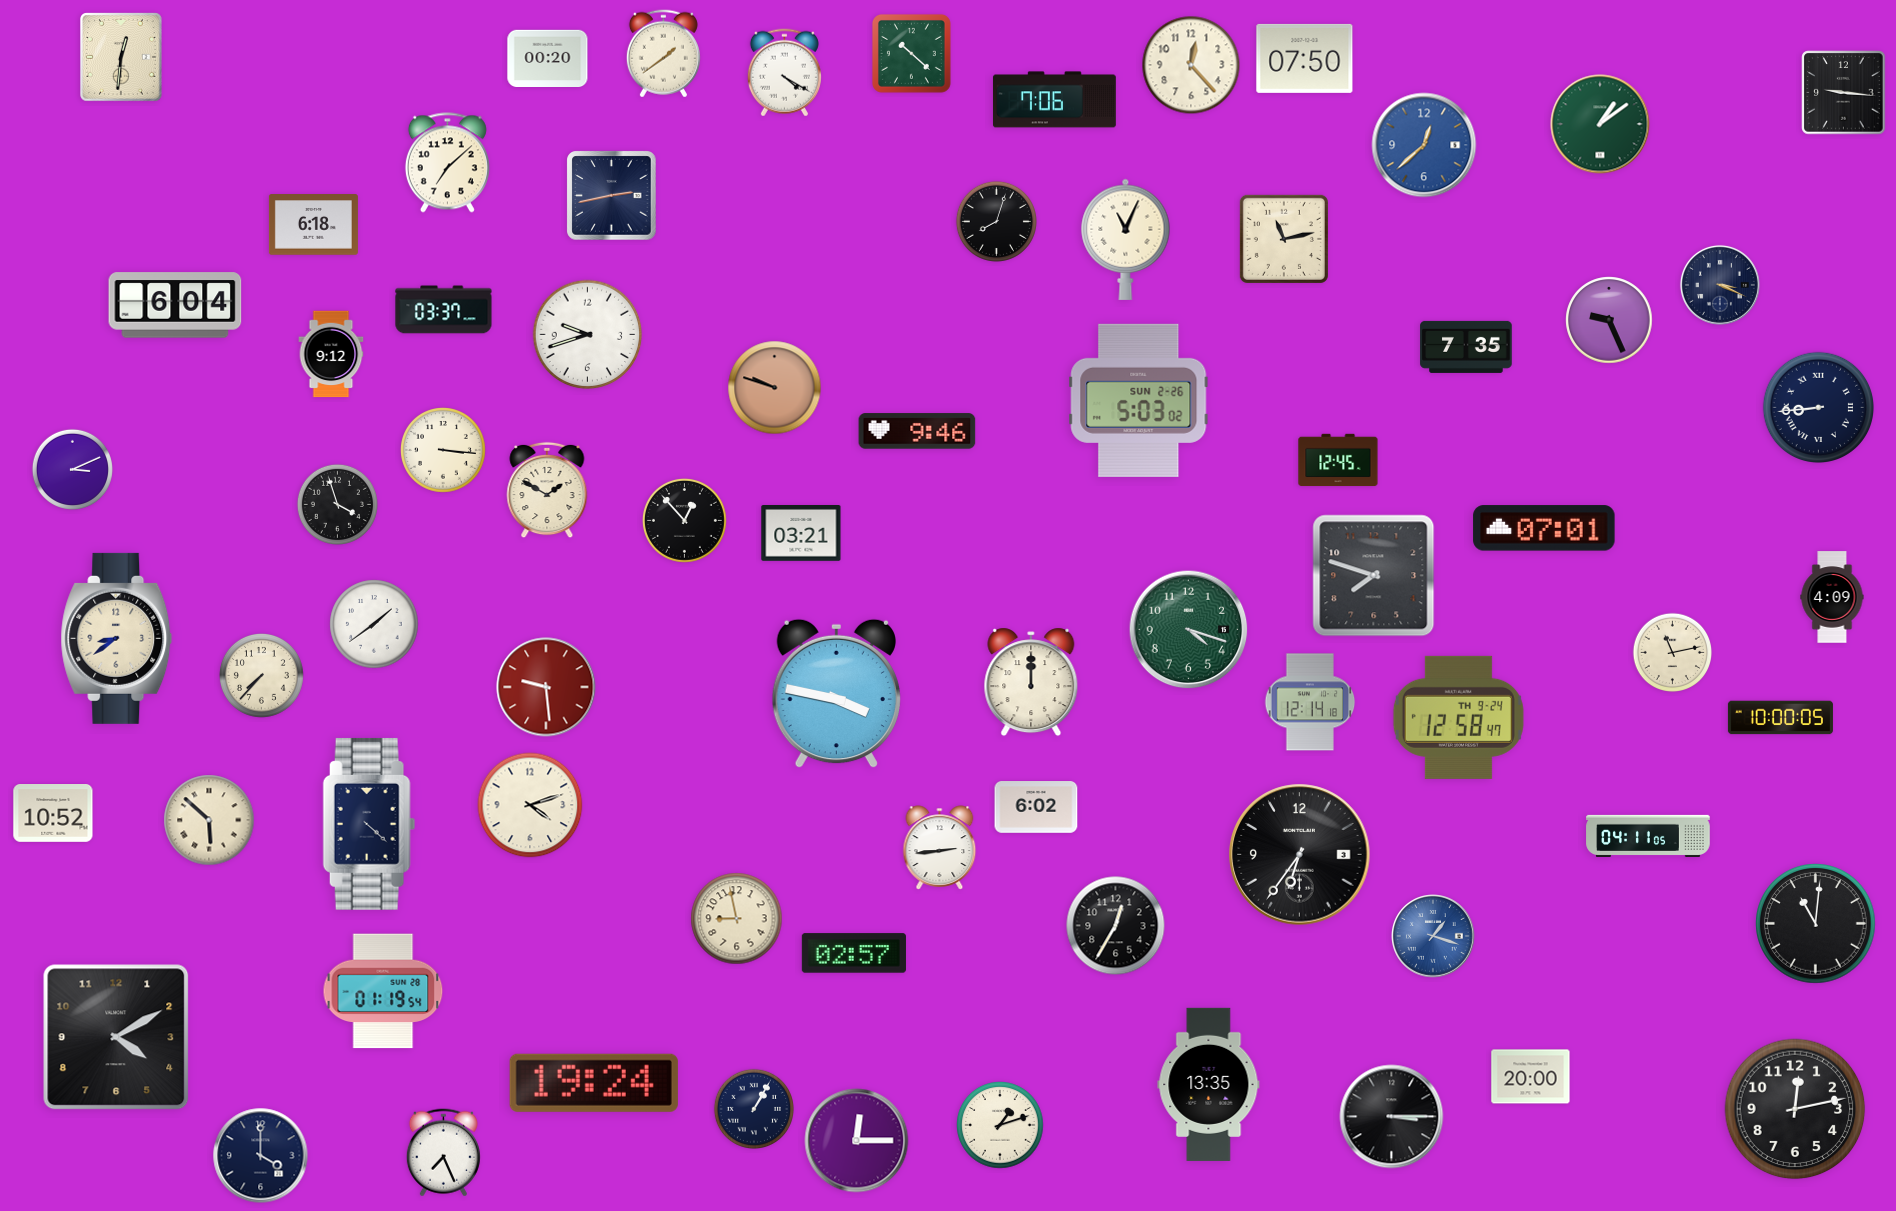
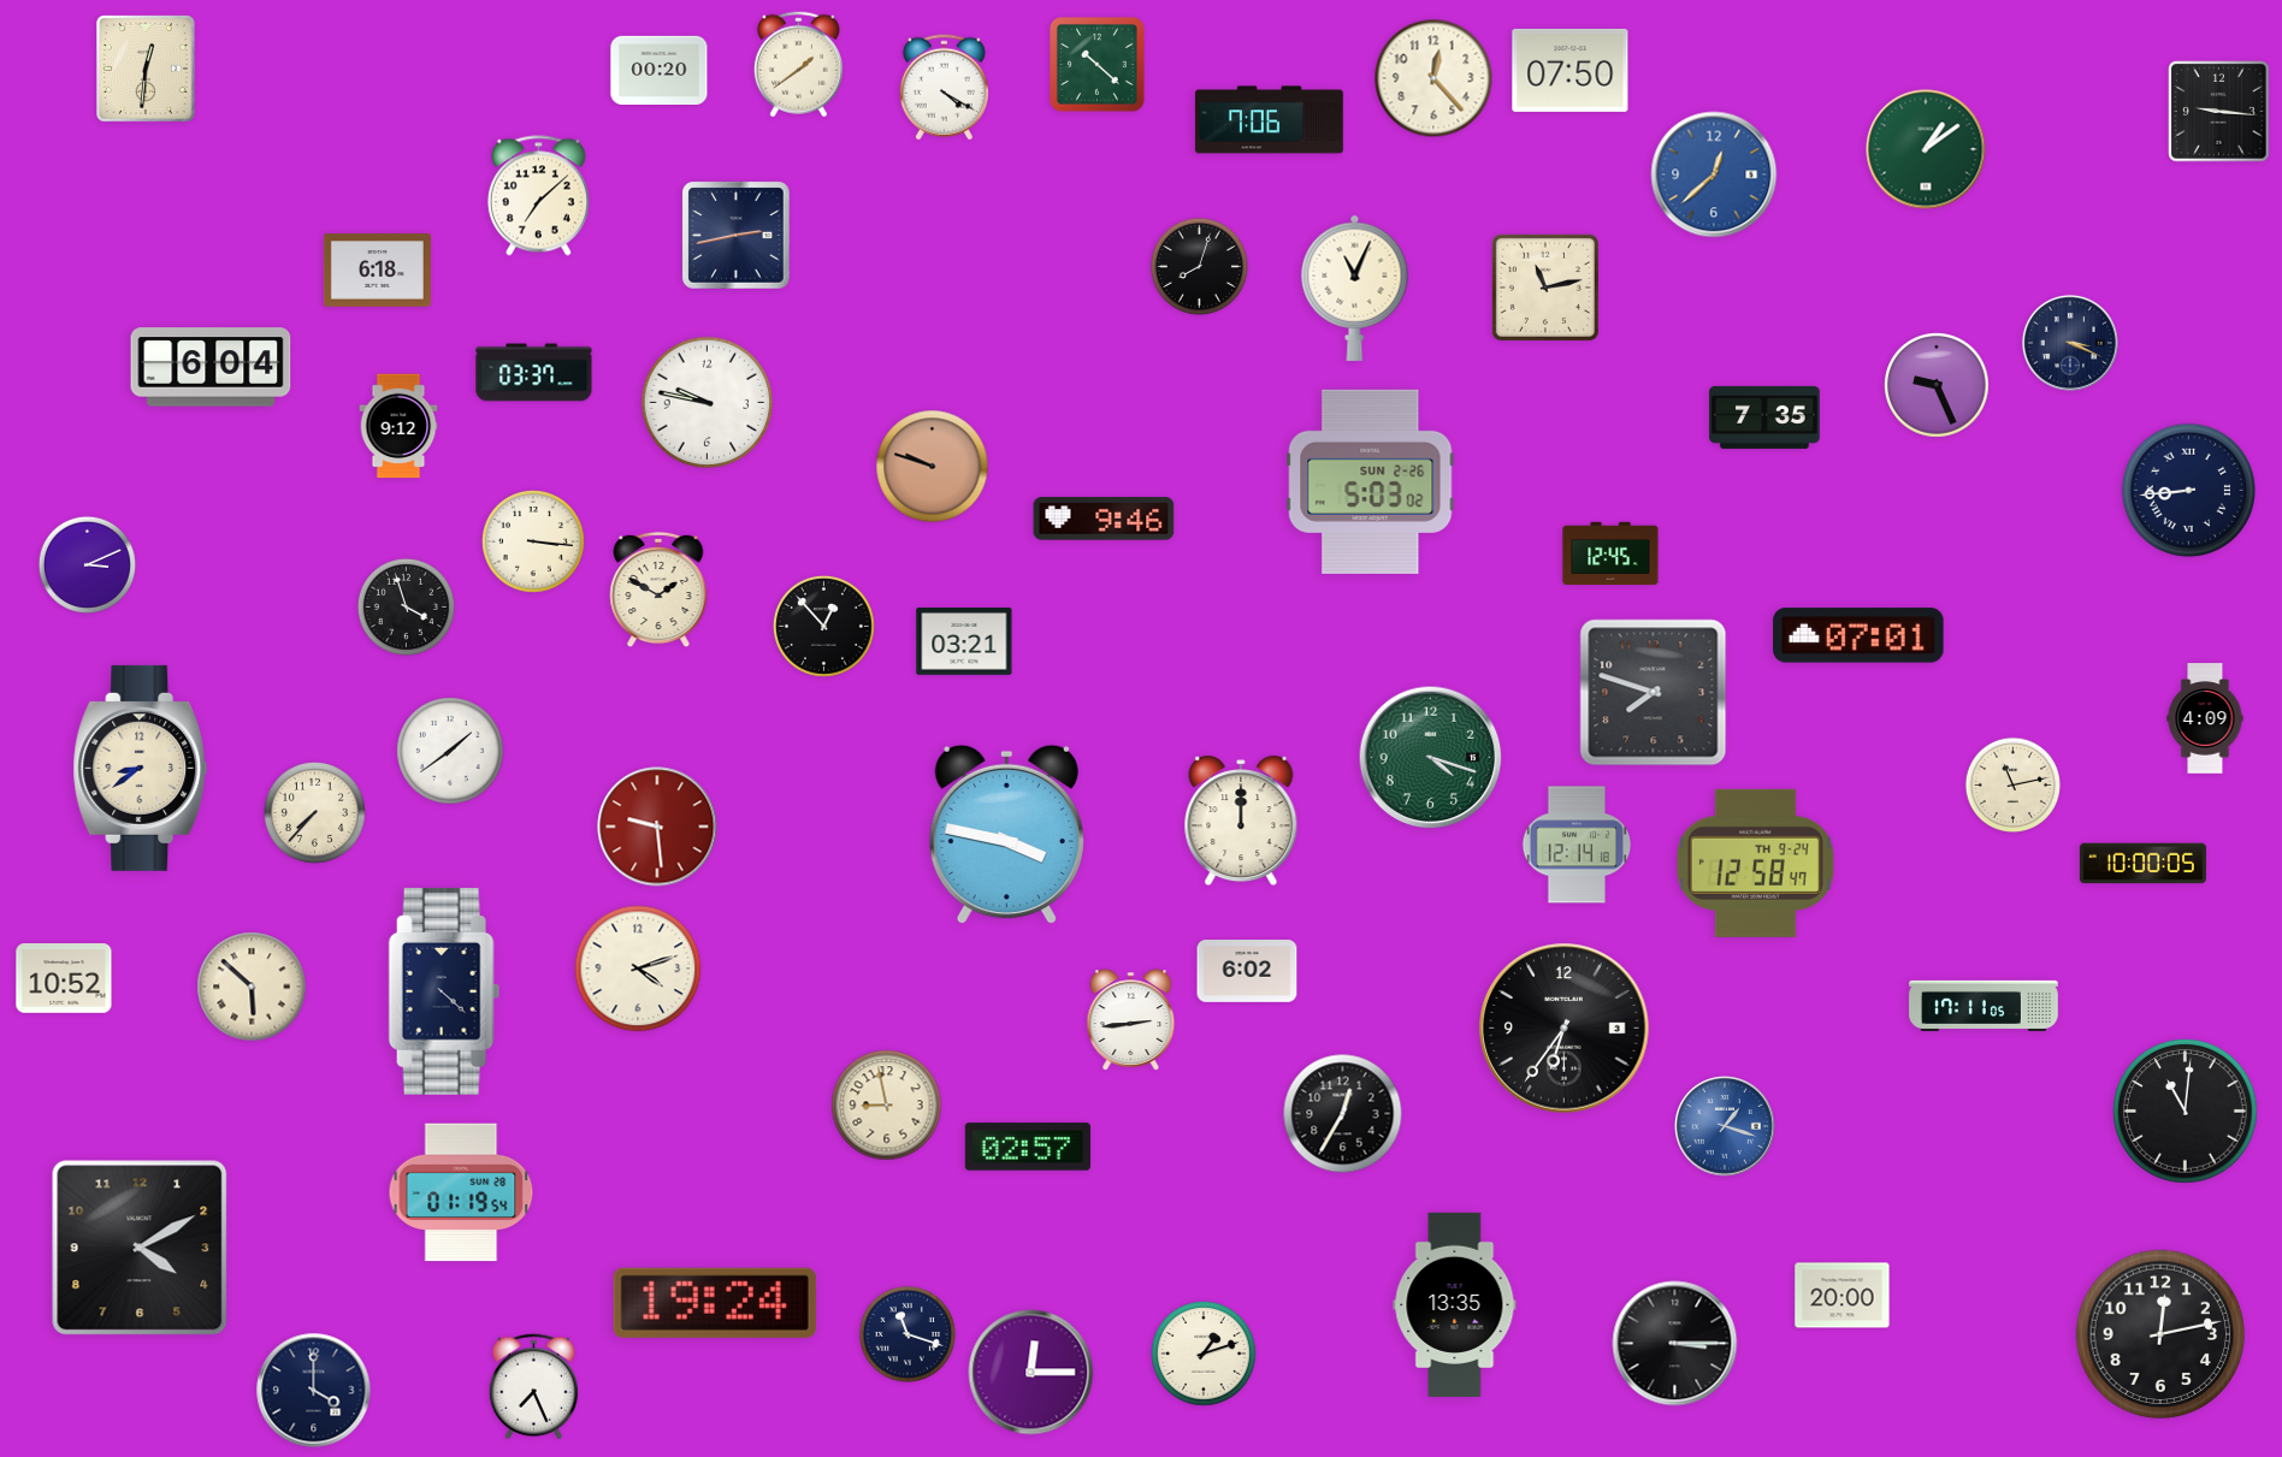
clock at (588, 335): 9:42 -> 9:47
clock at (1648, 835): 04:11 -> 17:11
clock at (753, 1108): 1:05 -> 11:18
